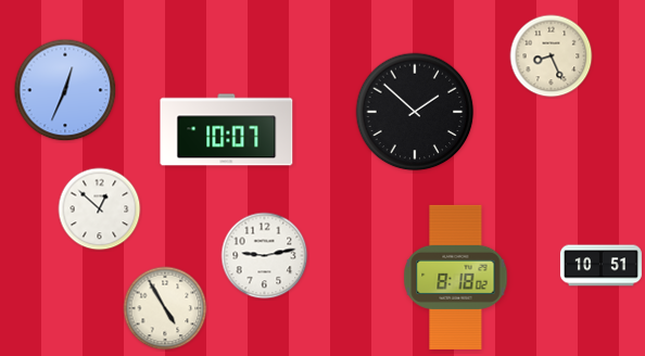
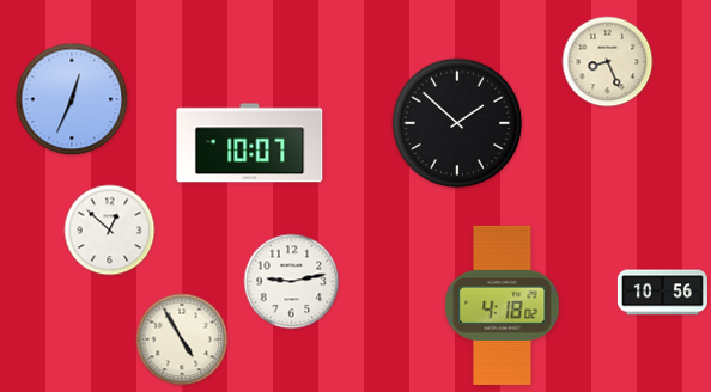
clock at (600, 266): 10:51 -> 10:56
clock at (456, 277): 8:18 -> 4:18
